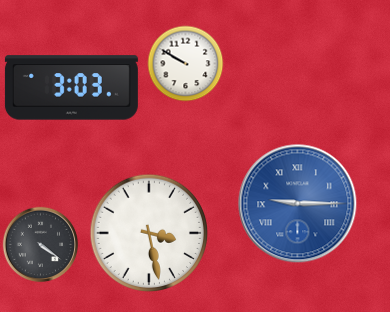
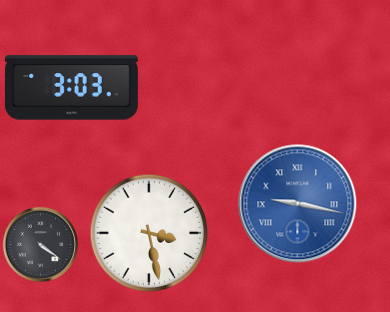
clock at (186, 64): 9:50 -> none
clock at (298, 204): 9:15 -> 9:17
